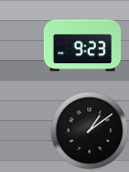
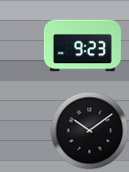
clock at (89, 130): 1:09 -> 10:09
